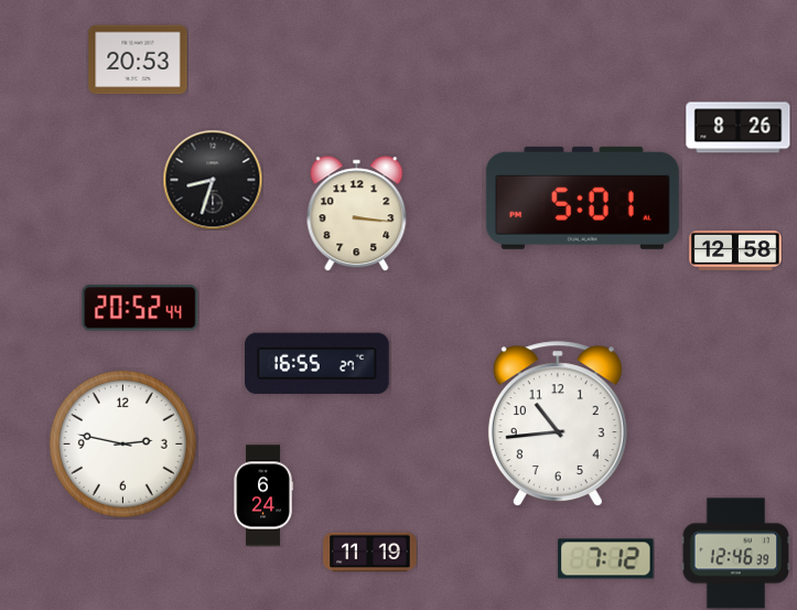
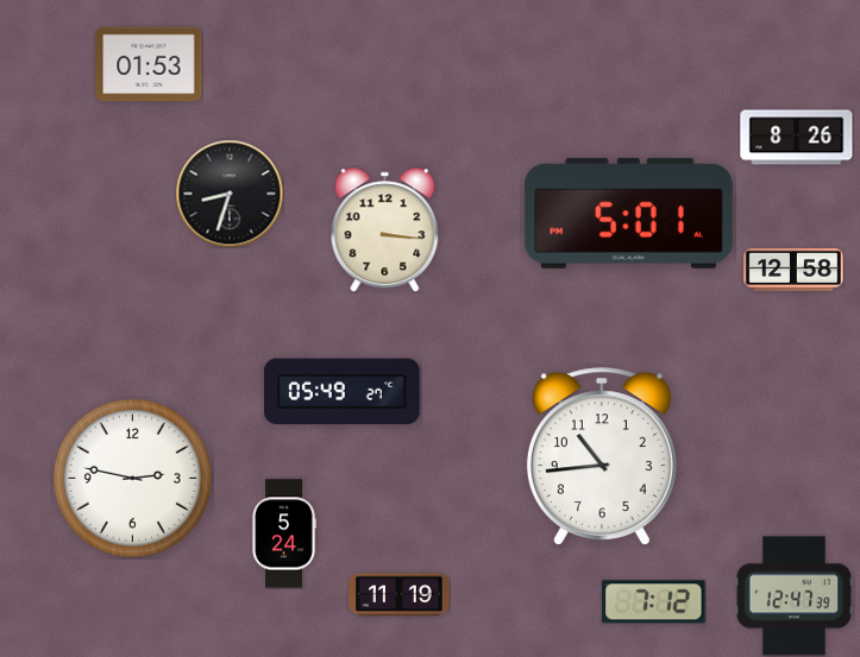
clock at (138, 60): 20:53 -> 01:53
clock at (140, 308): 20:52 -> none
clock at (316, 364): 16:55 -> 05:49
clock at (263, 495): 6:24 -> 5:24
clock at (736, 554): 12:46 -> 12:47
